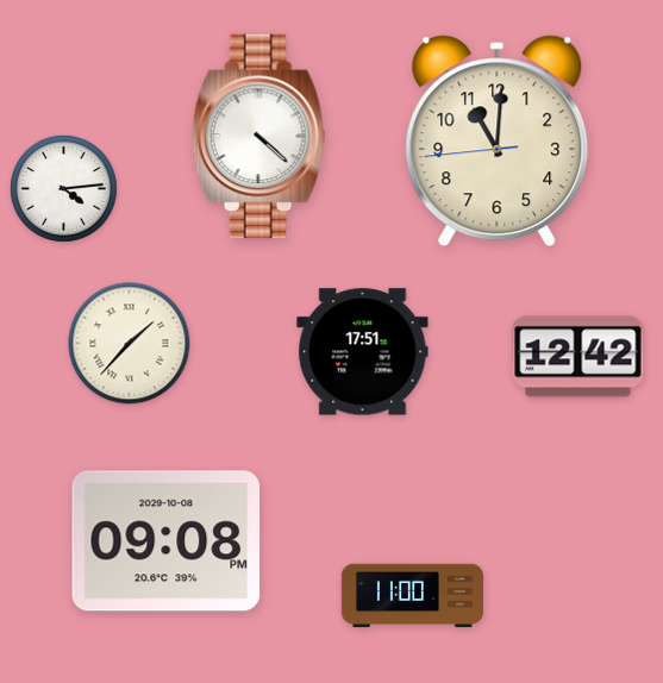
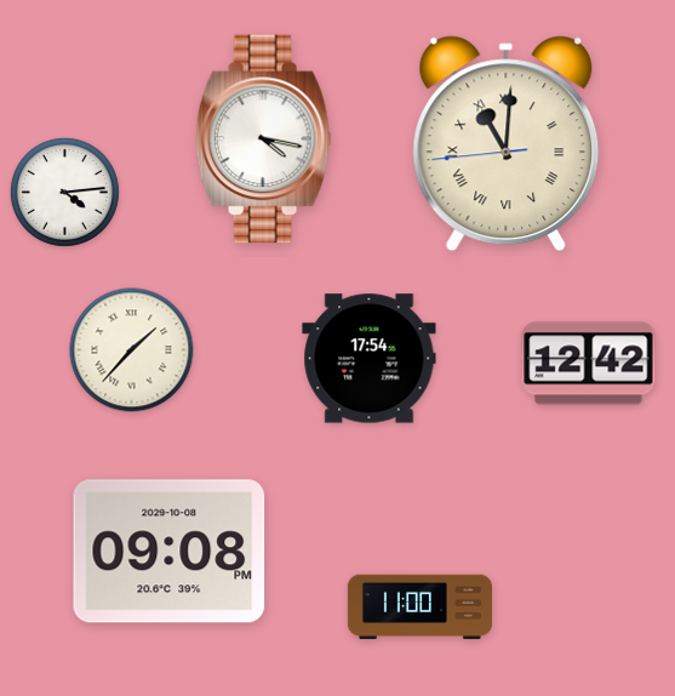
clock at (258, 137): 4:22 -> 4:17
clock at (498, 142) numerals: Arabic -> Roman
clock at (363, 352): 17:51 -> 17:54
